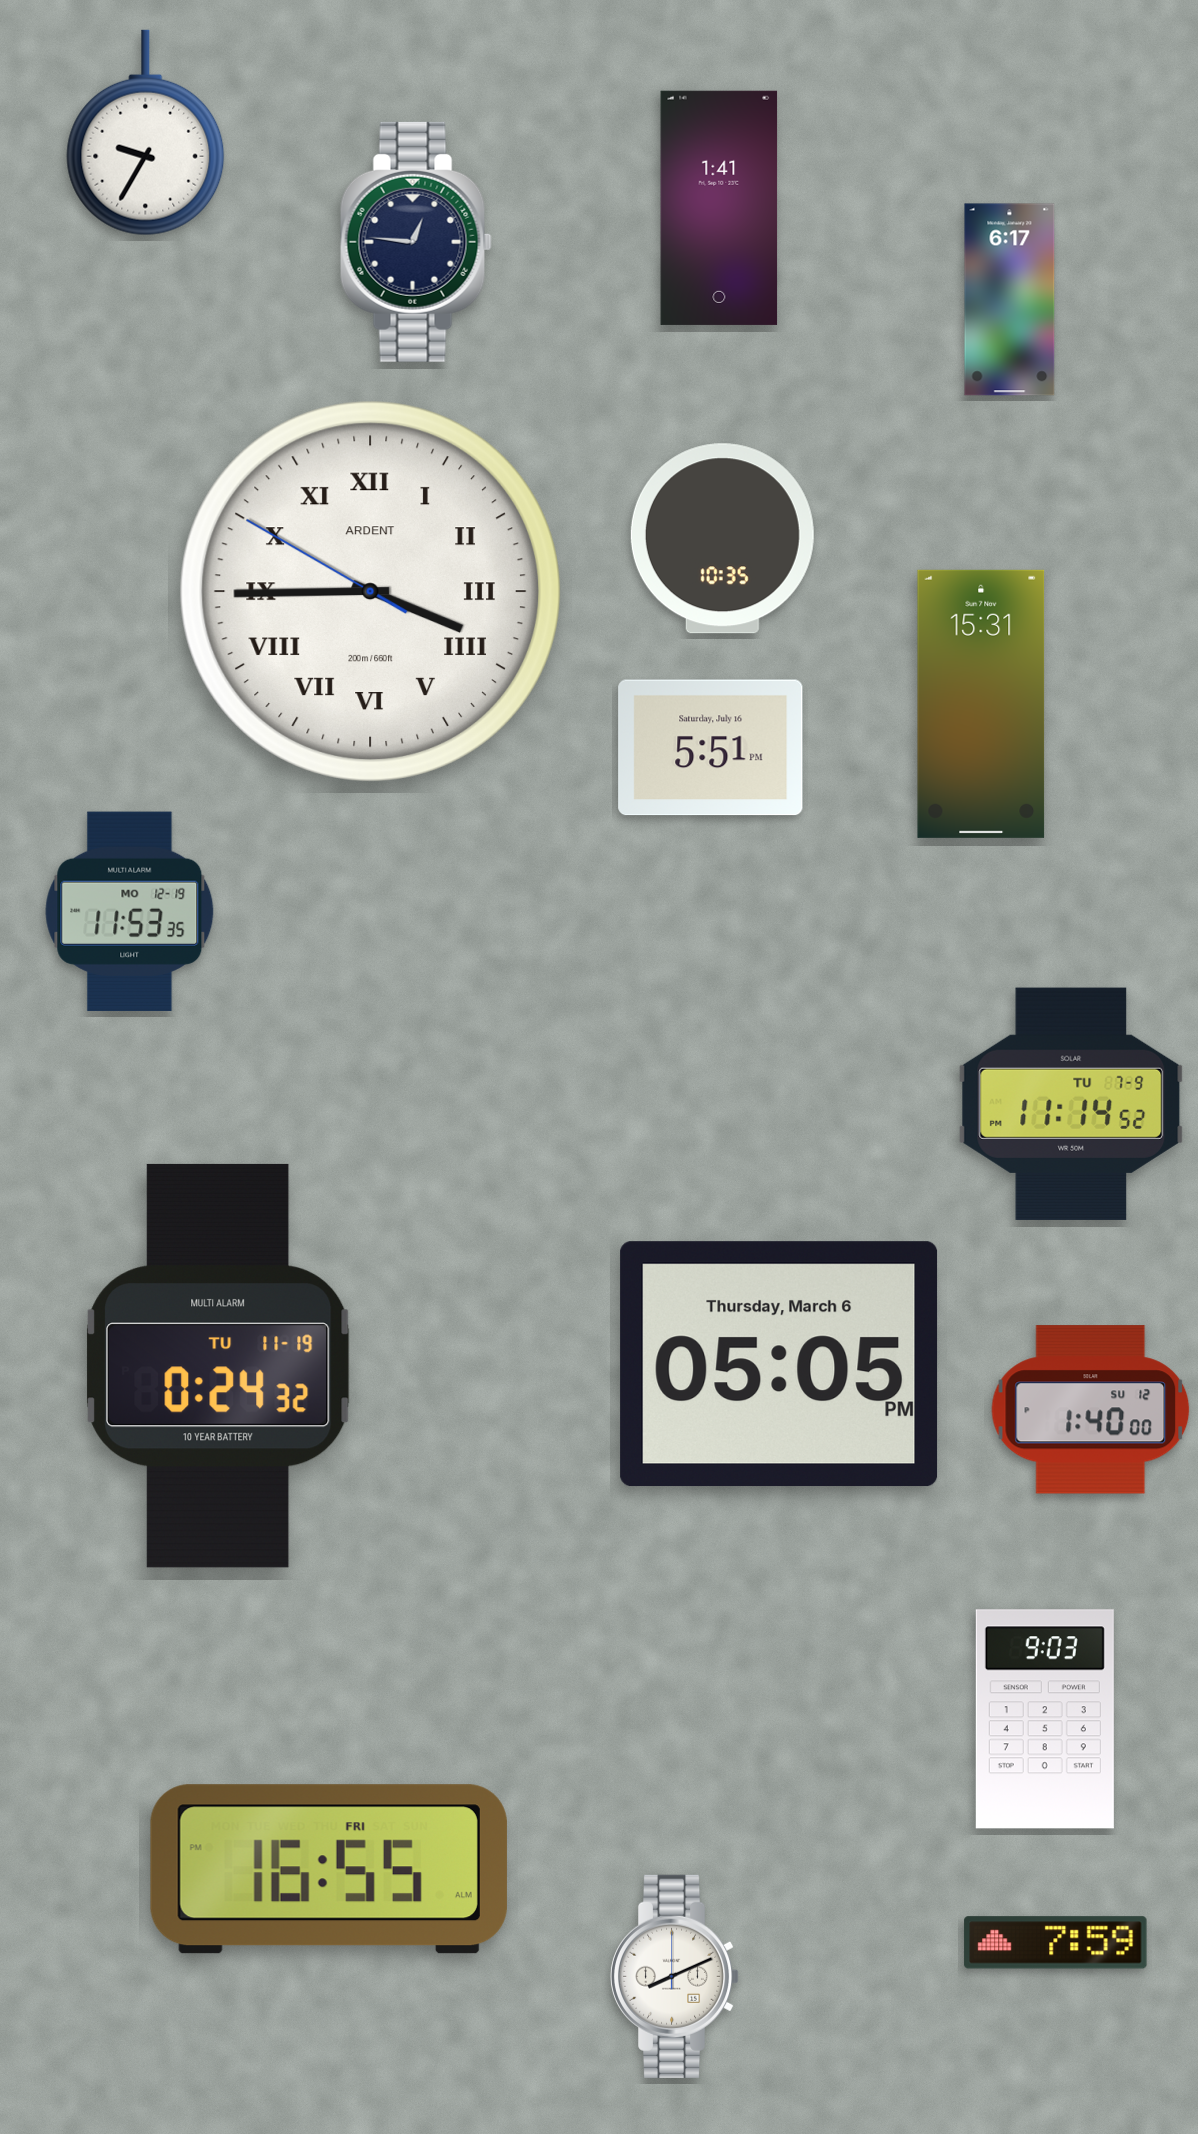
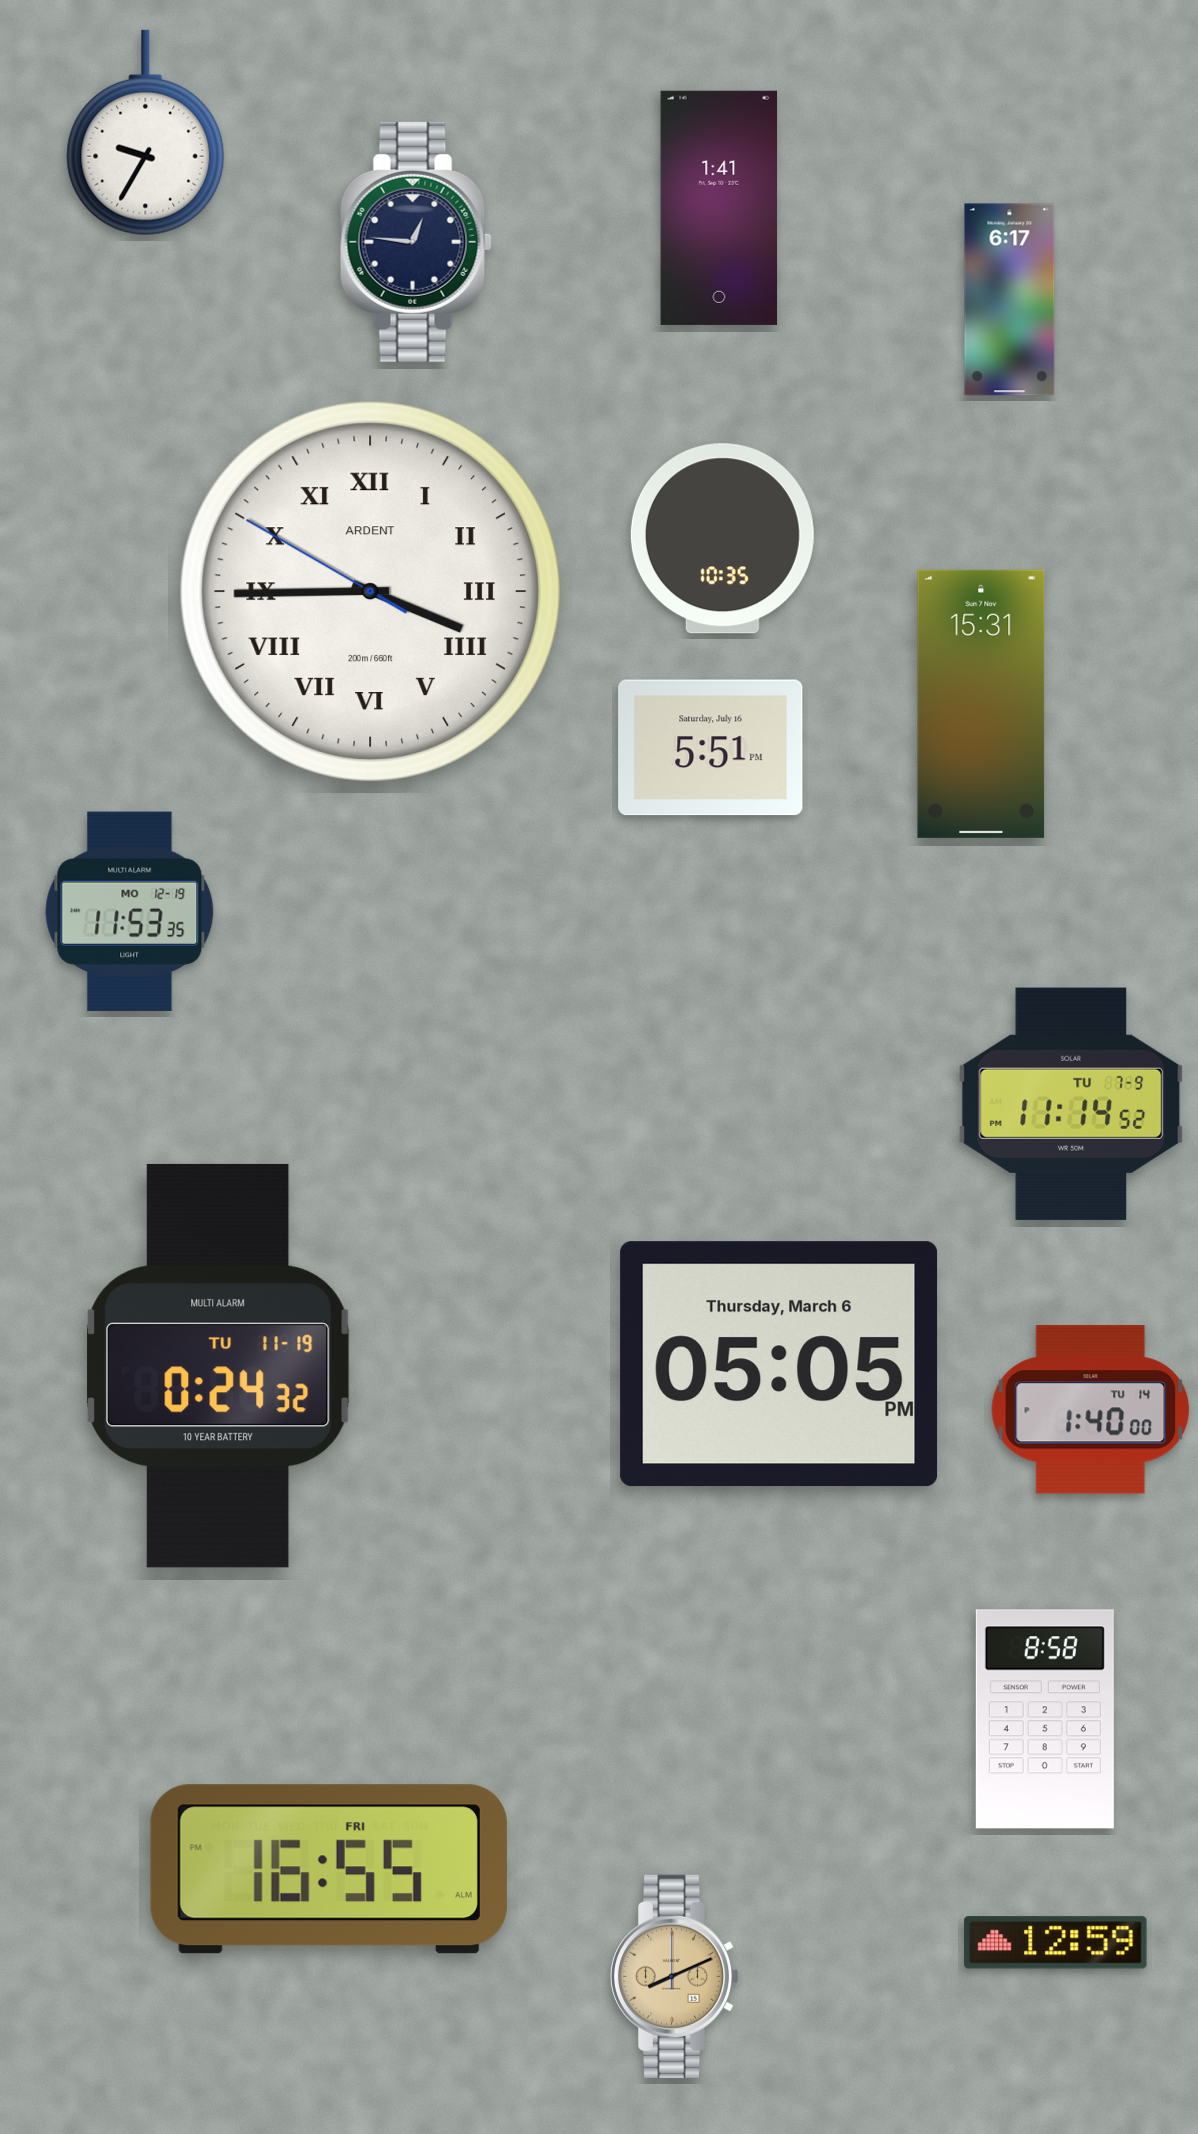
clock at (1091, 1410) date: SU 12 -> TU 14
clock at (1045, 1719): 9:03 -> 8:58
clock at (1056, 1943): 7:59 -> 12:59
clock at (675, 1976) dial: white -> champagne
